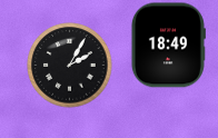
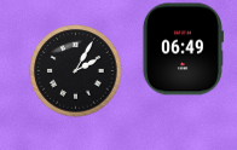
clock at (168, 46): 18:49 -> 06:49
